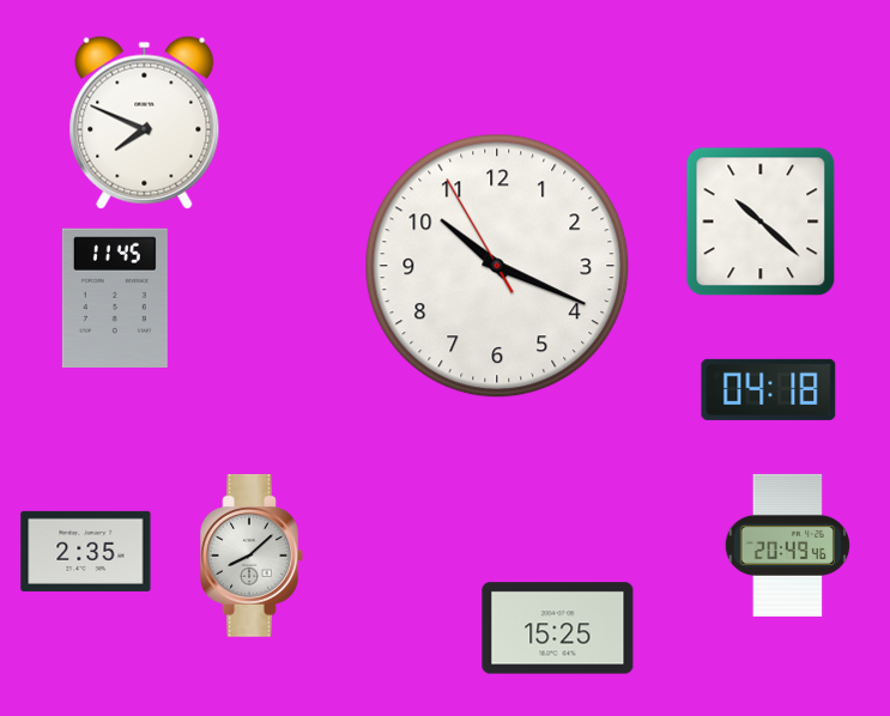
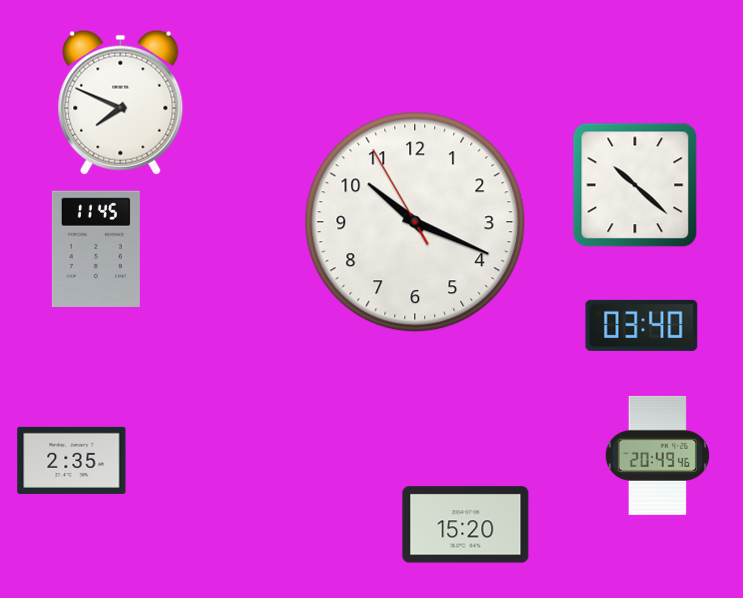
clock at (769, 389): 04:18 -> 03:40
clock at (252, 556): 8:08 -> none
clock at (558, 629): 15:25 -> 15:20
